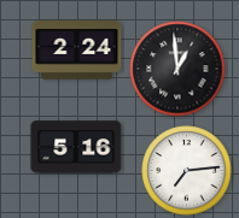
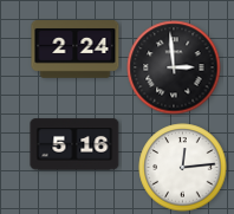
clock at (177, 69): 12:59 -> 2:59
clock at (187, 171): 7:14 -> 12:14
